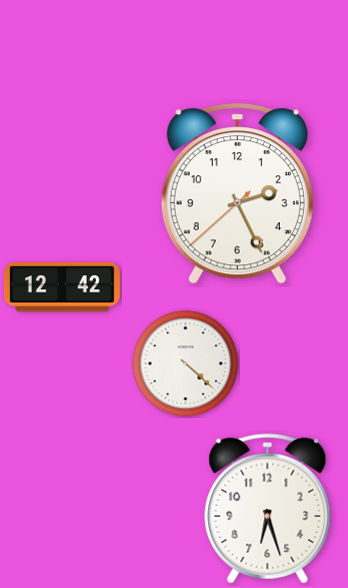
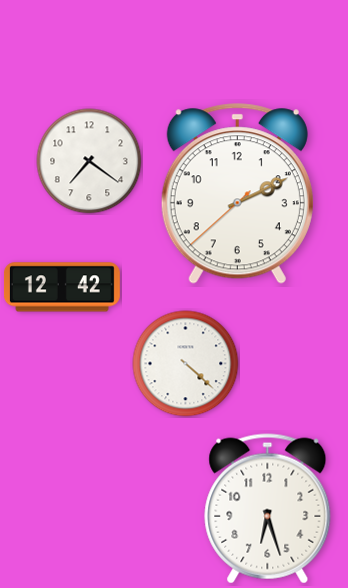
clock at (89, 161): none -> 7:21
clock at (237, 194): 2:25 -> 2:10
